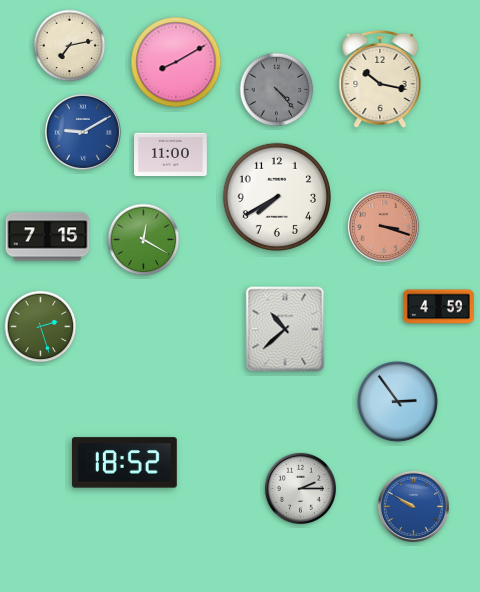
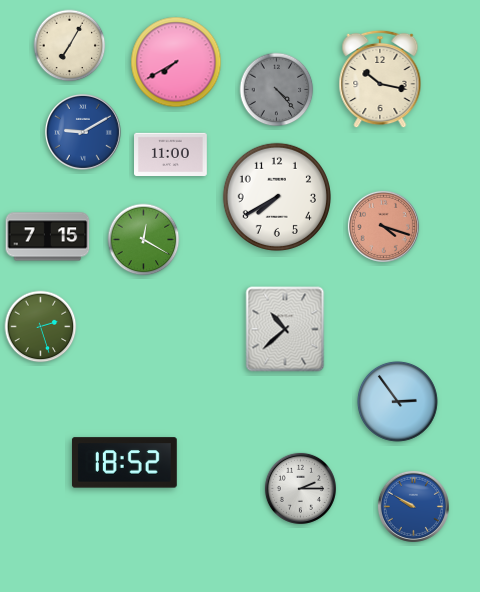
clock at (70, 46): 7:13 -> 7:05
clock at (176, 62): 8:10 -> 7:40
clock at (383, 226): 3:18 -> 4:18
clock at (438, 307): 4:59 -> none
